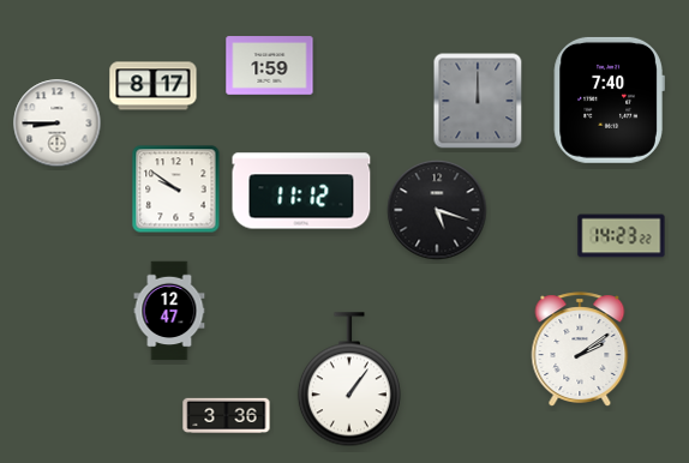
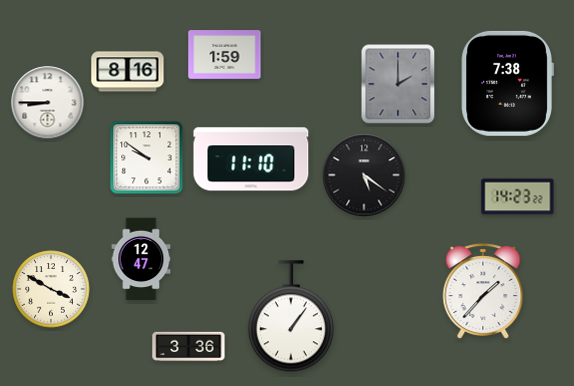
clock at (154, 86): 8:17 -> 8:16
clock at (609, 100): 7:40 -> 7:38
clock at (478, 101): 12:00 -> 2:00
clock at (301, 191): 11:12 -> 11:10
clock at (437, 210): 5:18 -> 5:21
clock at (51, 289): none -> 3:50
clock at (580, 349): 2:09 -> 1:37
